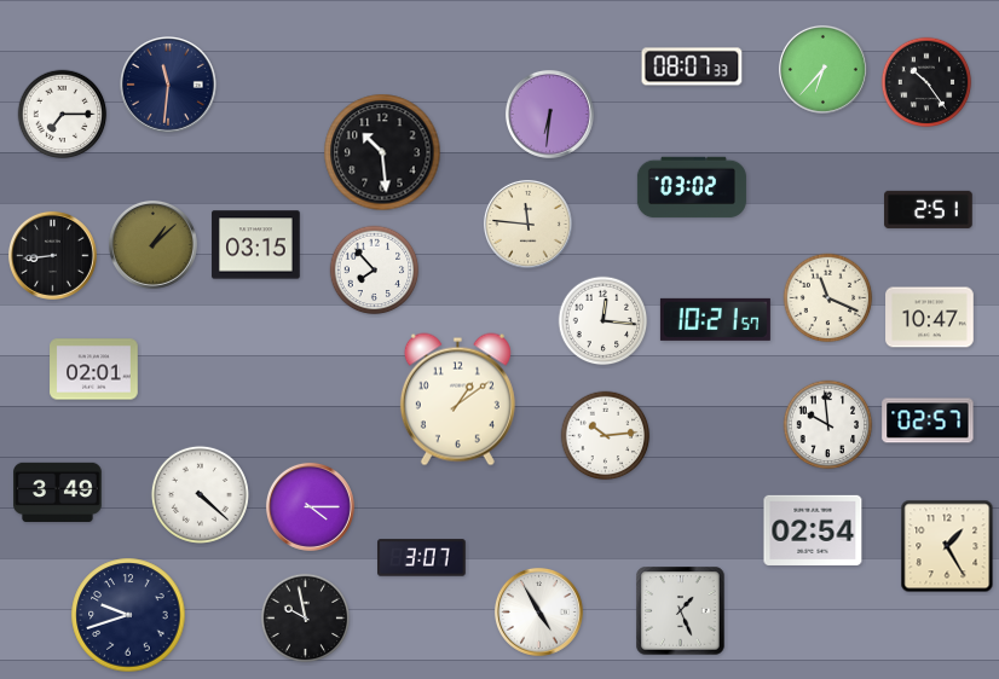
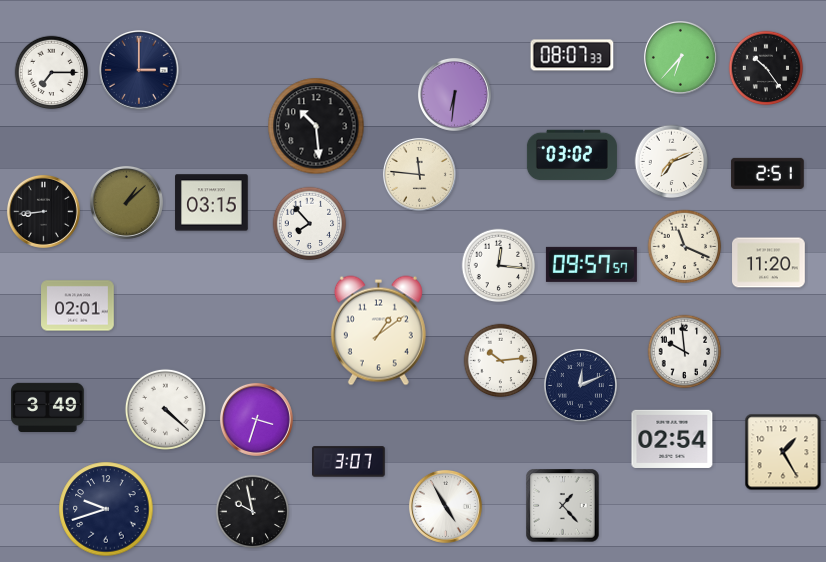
clock at (169, 86): 11:31 -> 3:00
clock at (63, 115) position: (63, 115) -> (52, 73)
clock at (672, 162): none -> 7:11
clock at (527, 224) position: (527, 224) -> (419, 174)
clock at (930, 318): 10:47 -> 11:20
clock at (715, 319): 10:21 -> 09:57
clock at (928, 420): 02:57 -> none
clock at (580, 385): none -> 12:11
clock at (310, 506): 4:15 -> 3:33
clock at (681, 611): 1:26 -> 1:23
